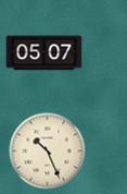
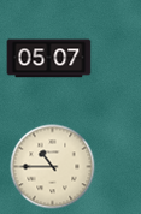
clock at (48, 151): 10:26 -> 10:45
